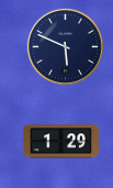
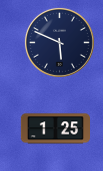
clock at (60, 142): 1:29 -> 1:25
